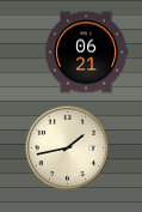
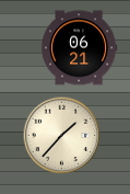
clock at (68, 149): 1:43 -> 1:37
